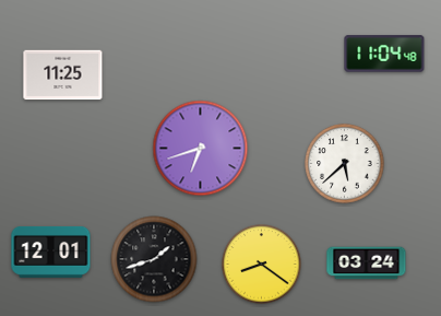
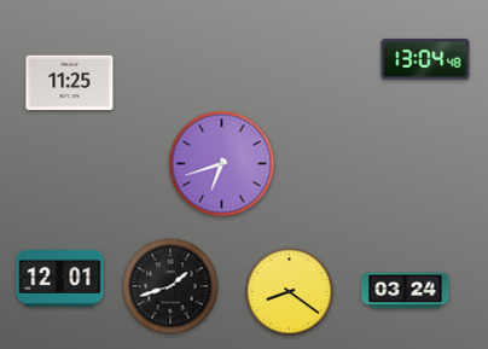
clock at (384, 54): 11:04 -> 13:04
clock at (345, 164): 5:38 -> none
clock at (51, 251) position: (51, 251) -> (60, 278)
